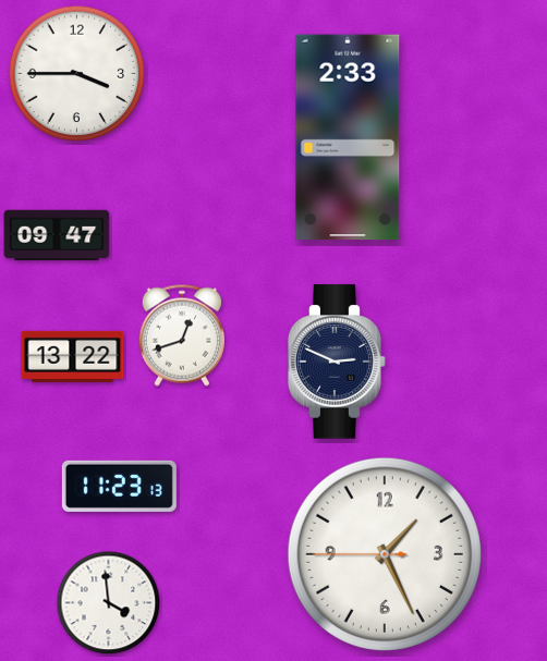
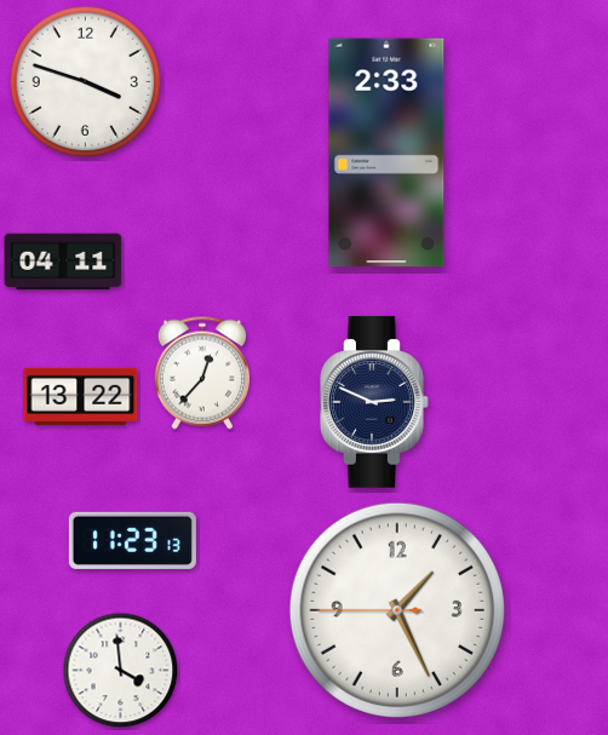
clock at (77, 74): 3:45 -> 3:48
clock at (57, 235): 09:47 -> 04:11
clock at (182, 335): 12:42 -> 12:37
clock at (385, 554) position: (385, 554) -> (397, 610)
